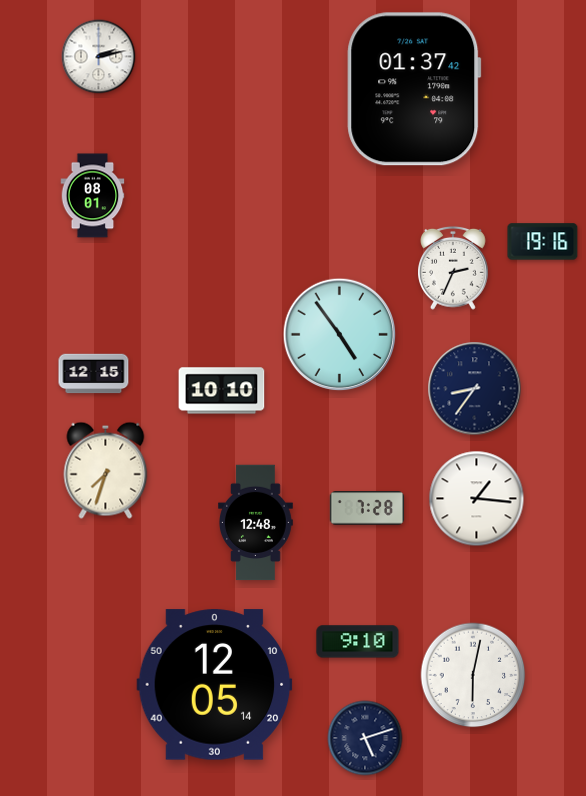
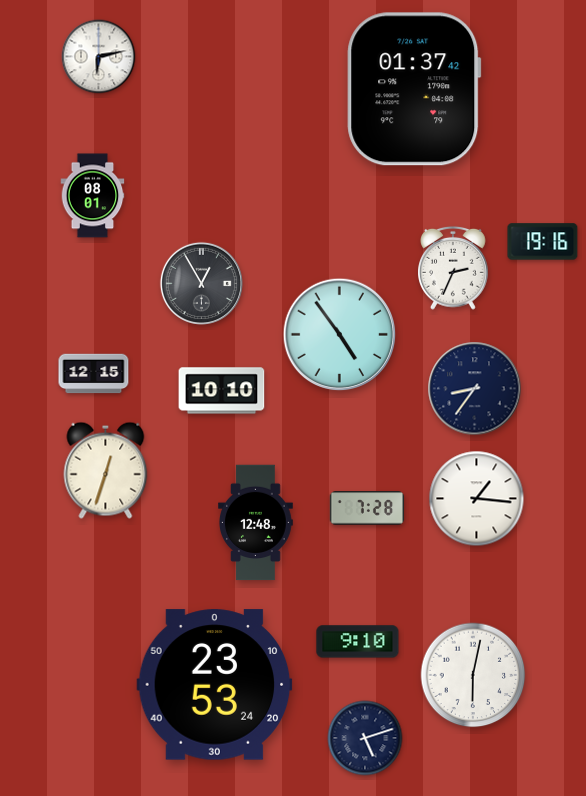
clock at (99, 57): 2:13 -> 6:13
clock at (201, 283): none -> 12:55
clock at (106, 470): 7:33 -> 12:33
clock at (215, 685): 12:05 -> 23:53
